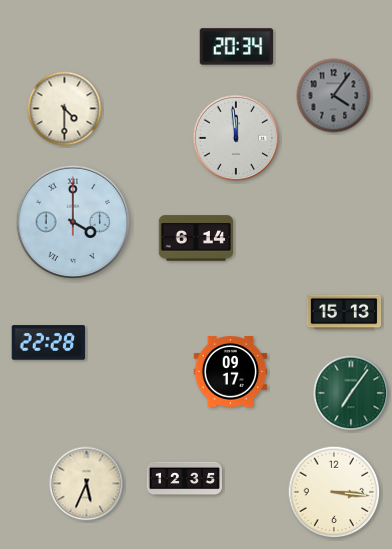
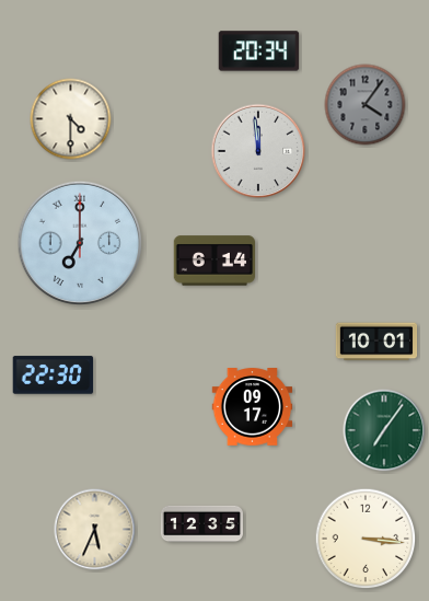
clock at (72, 221): 4:00 -> 7:00
clock at (344, 312): 15:13 -> 10:01
clock at (49, 343): 22:28 -> 22:30
